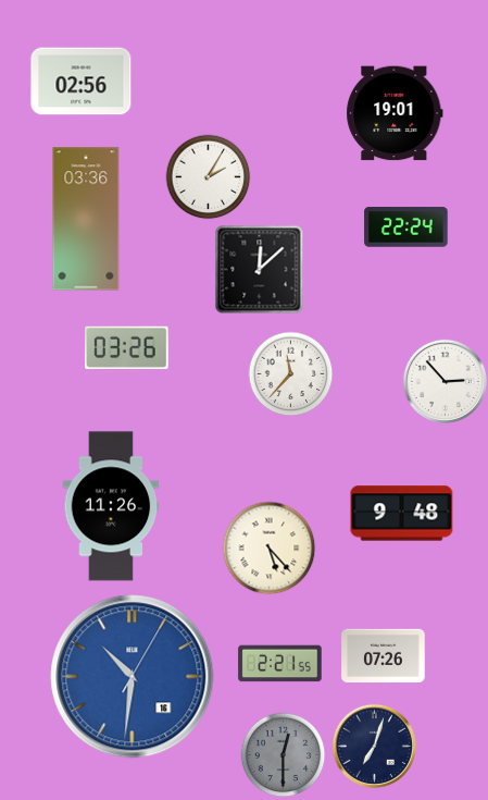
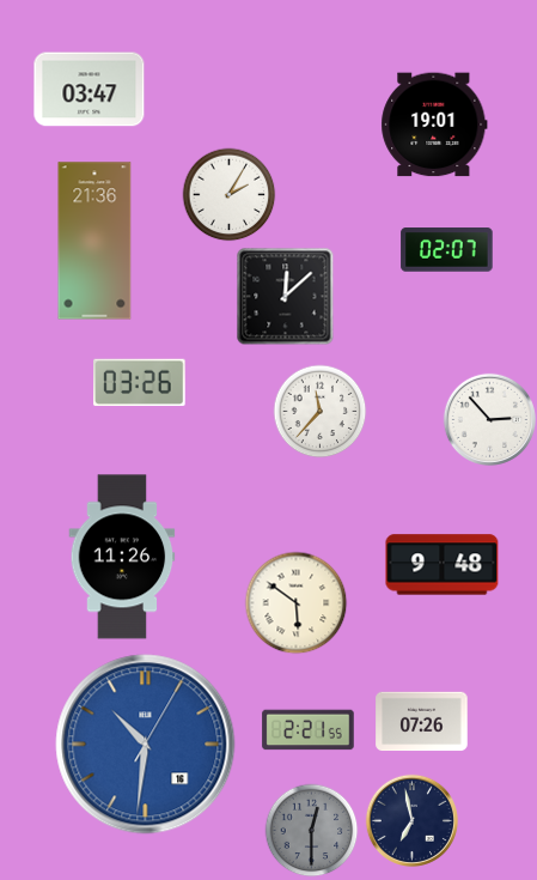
clock at (82, 82): 02:56 -> 03:47
clock at (86, 219): 03:36 -> 21:36
clock at (406, 227): 22:24 -> 02:07
clock at (268, 547): 5:23 -> 5:51
clock at (374, 746): 7:03 -> 6:58
